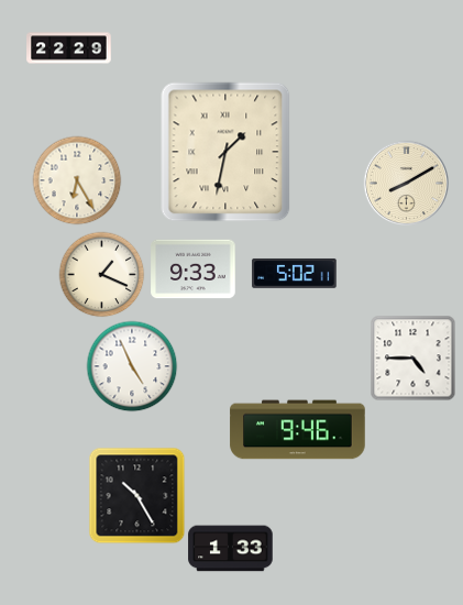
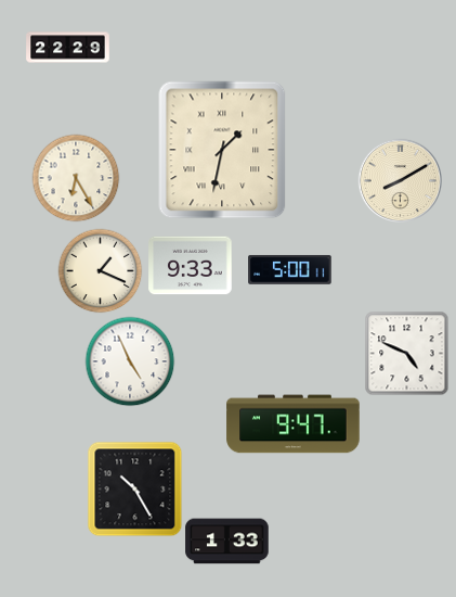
clock at (295, 273): 5:02 -> 5:00
clock at (412, 358): 4:45 -> 4:49
clock at (298, 430): 9:46 -> 9:47
